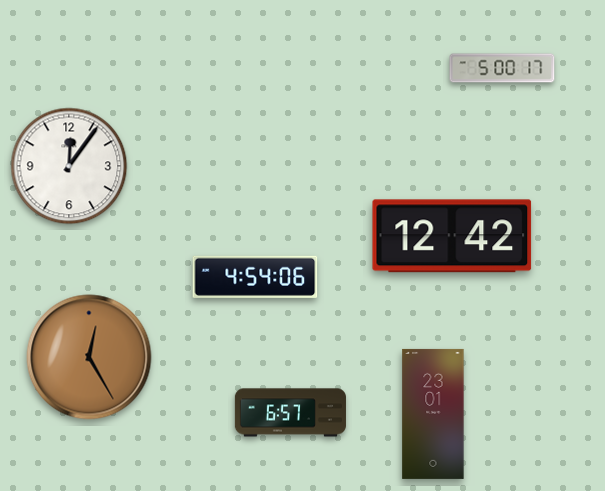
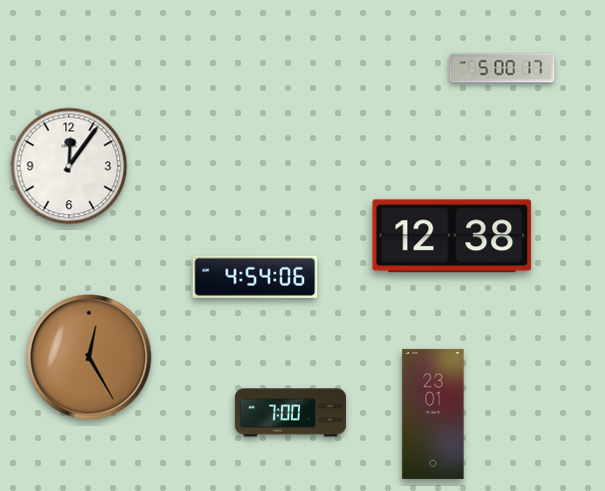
clock at (452, 236): 12:42 -> 12:38
clock at (290, 413): 6:57 -> 7:00
